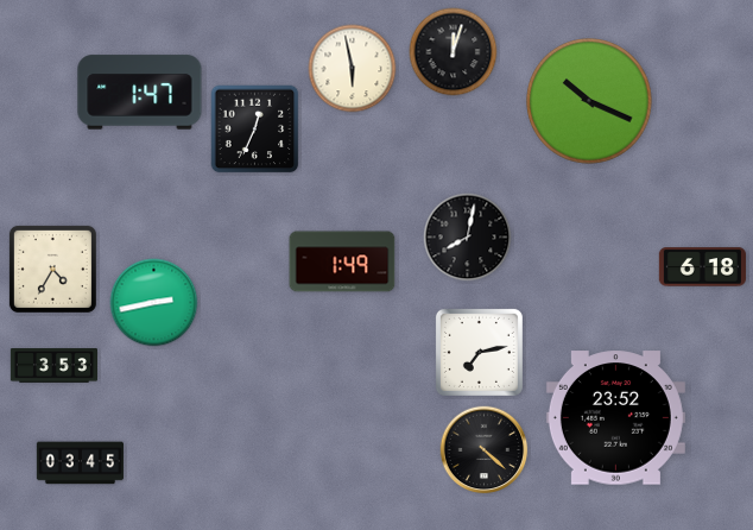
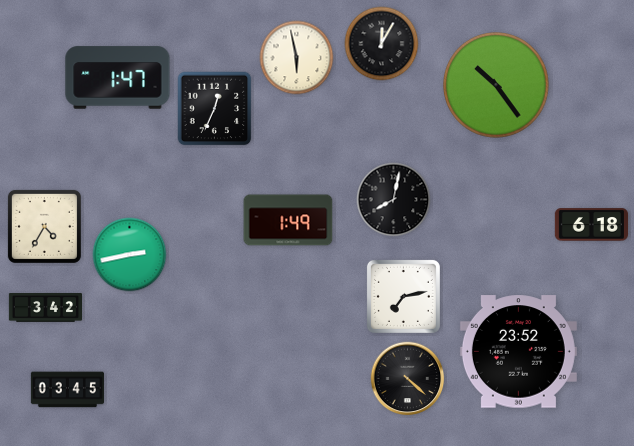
clock at (454, 52): 12:03 -> 12:05
clock at (589, 101): 10:19 -> 10:24
clock at (53, 366): 3:53 -> 3:42
